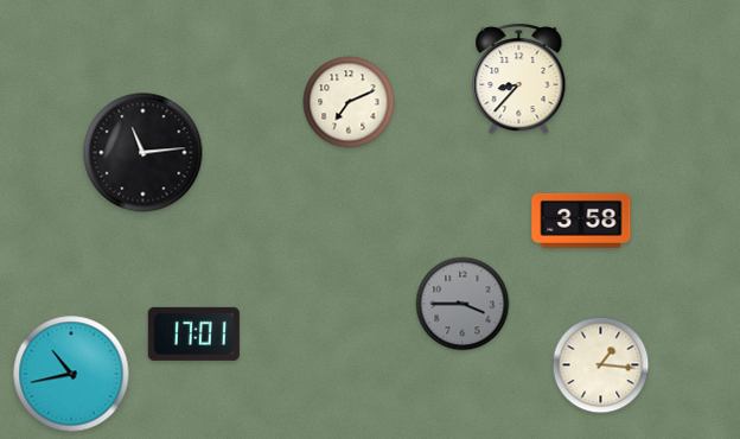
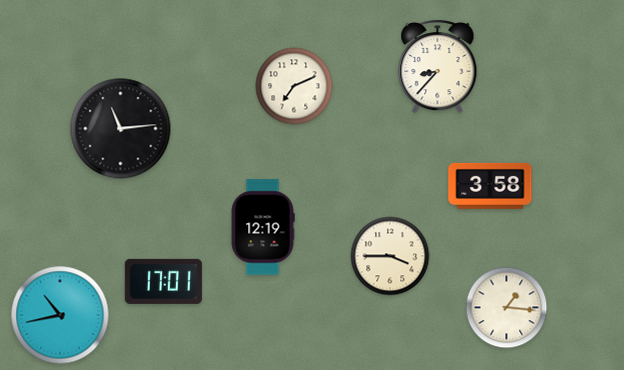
clock at (263, 227): none -> 12:19
clock at (462, 304) dial: grey -> cream
